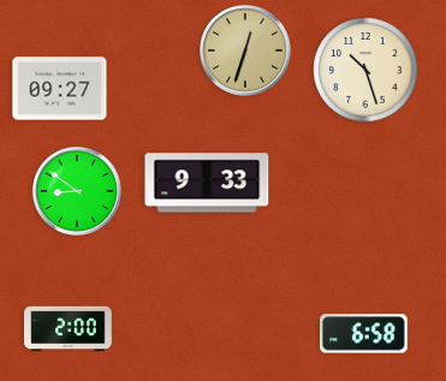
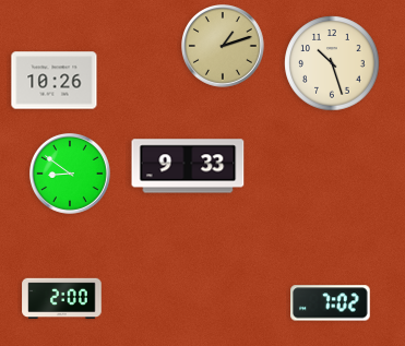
clock at (246, 52): 12:33 -> 1:12
clock at (60, 89): 09:27 -> 10:26
clock at (364, 334): 6:58 -> 7:02
